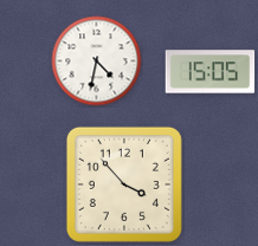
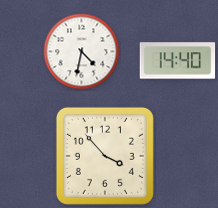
clock at (211, 72): 15:05 -> 14:40
